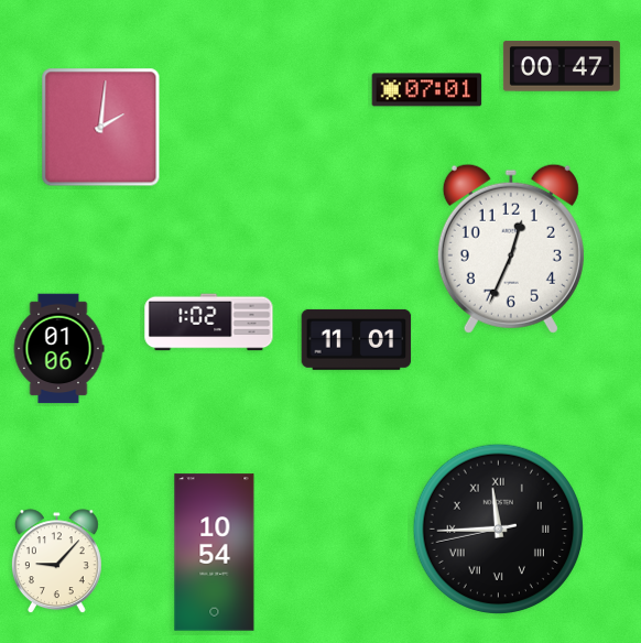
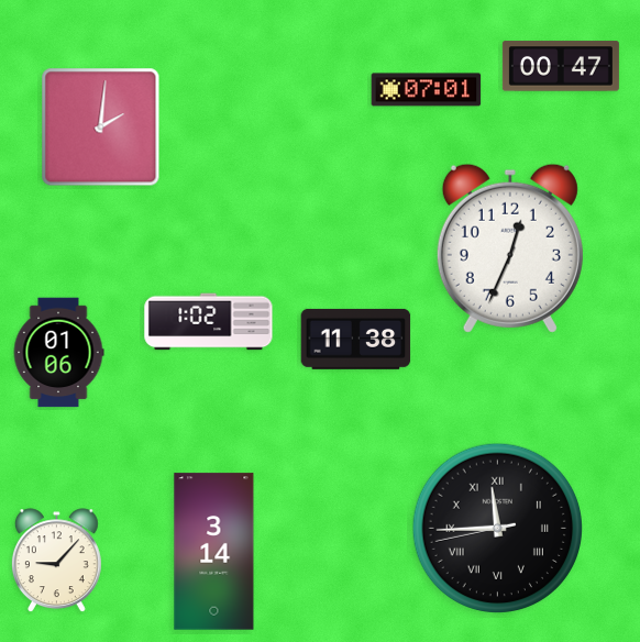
clock at (357, 339): 11:01 -> 11:38
clock at (58, 349) position: (58, 349) -> (58, 353)
clock at (215, 553): 10:54 -> 3:14
